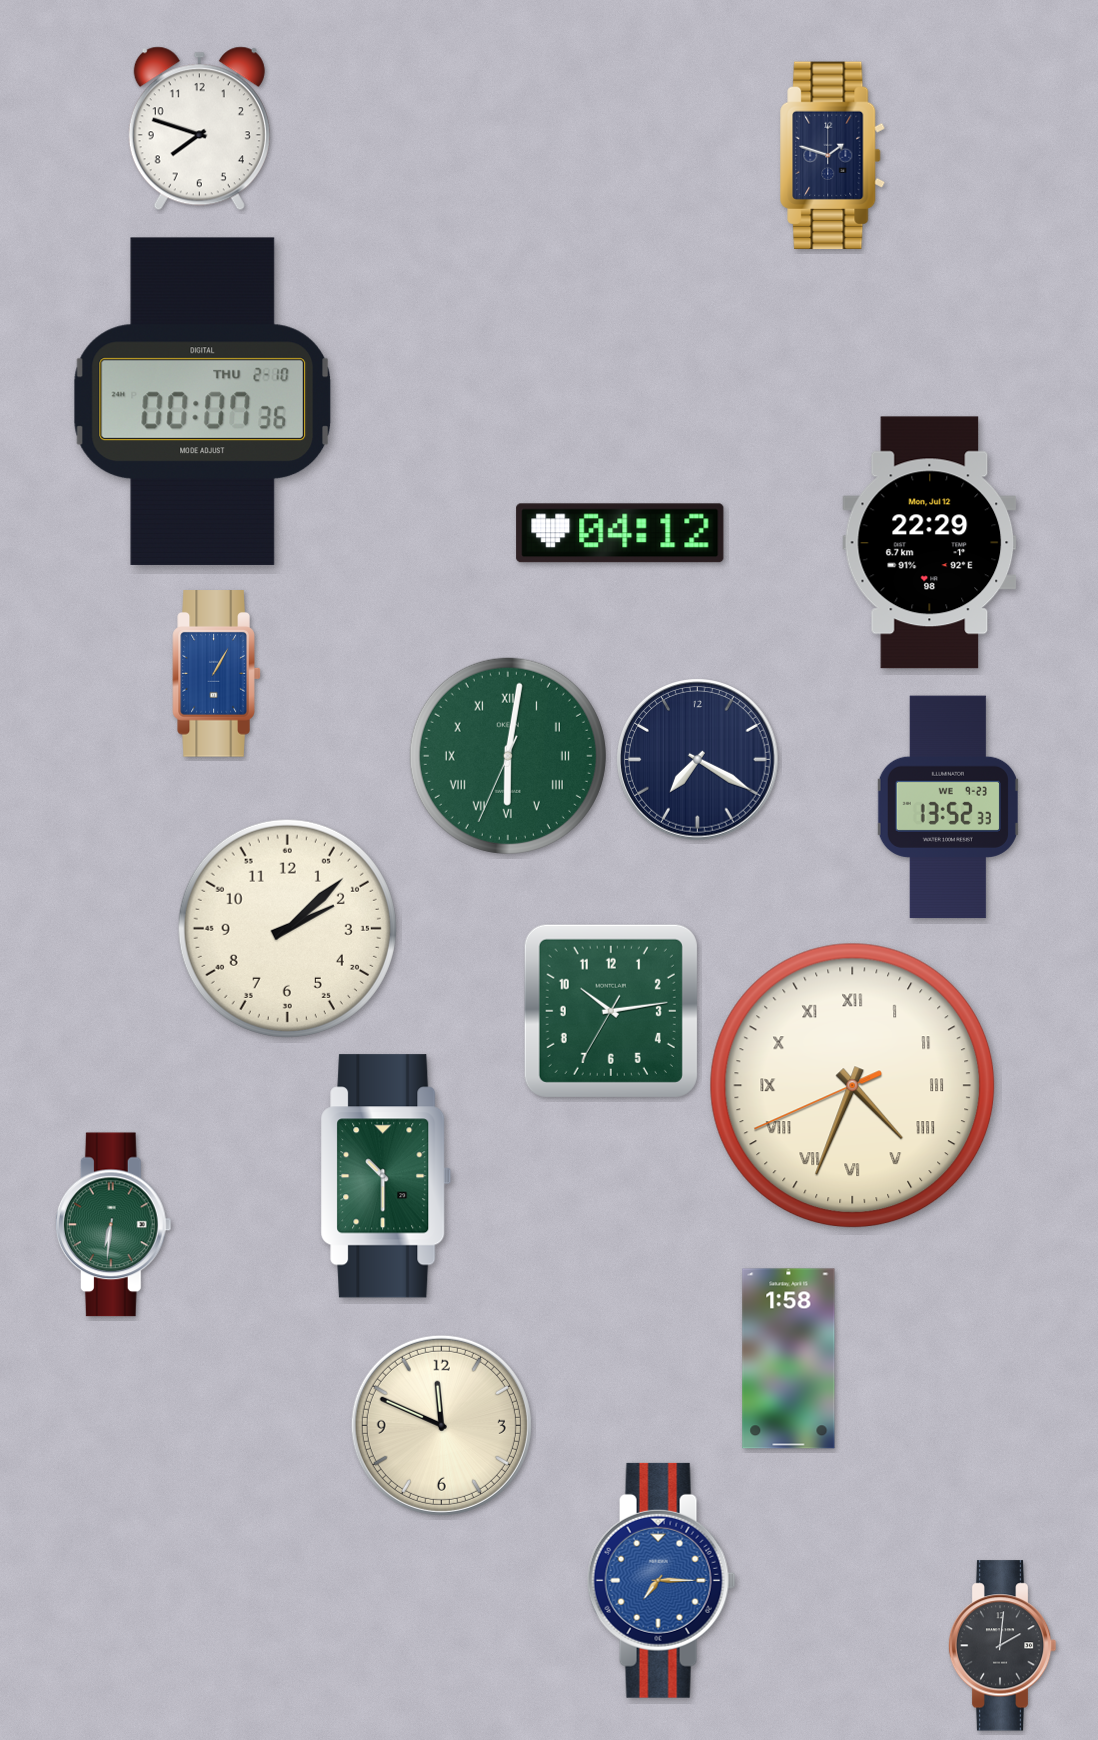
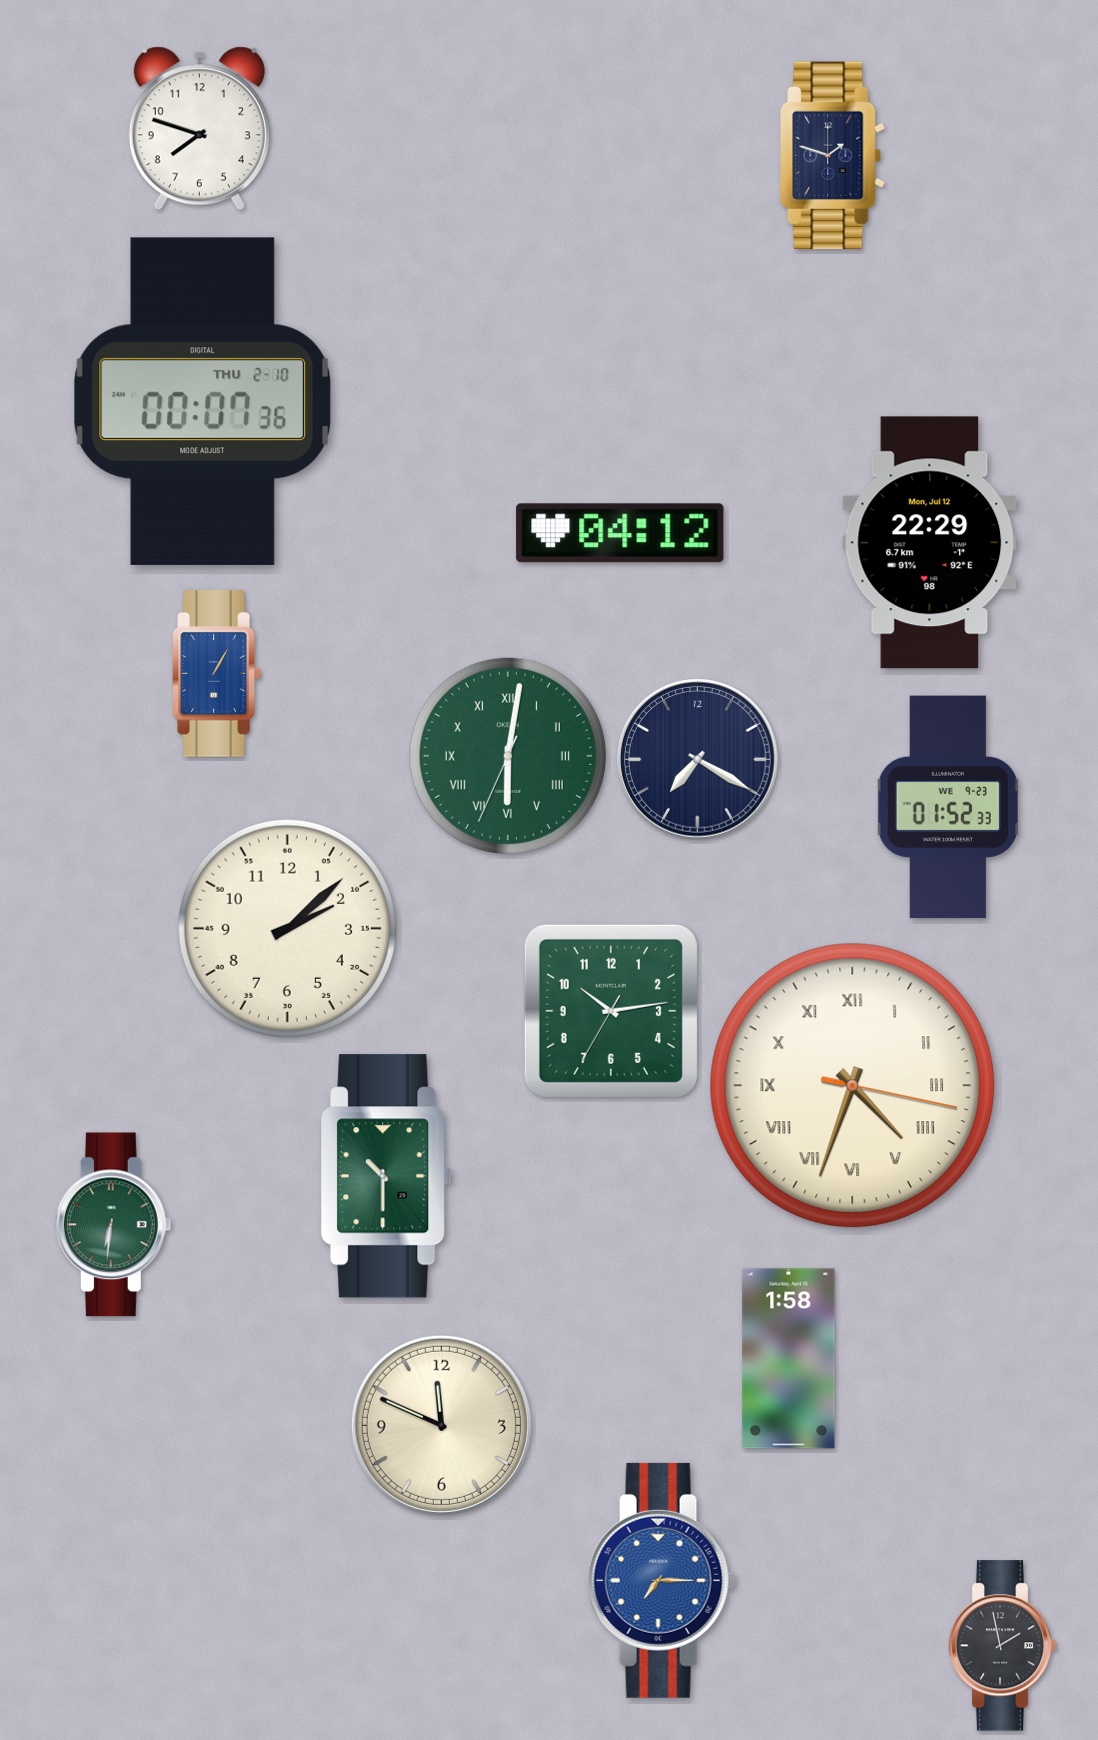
clock at (948, 807): 13:52 -> 01:52
clock at (853, 1086): 4:33:41 -> 4:33:17
clock at (1002, 1646): 2:01 -> 1:58
